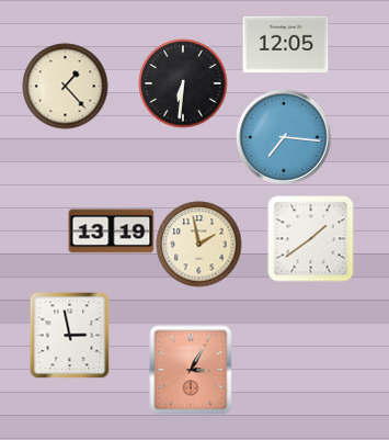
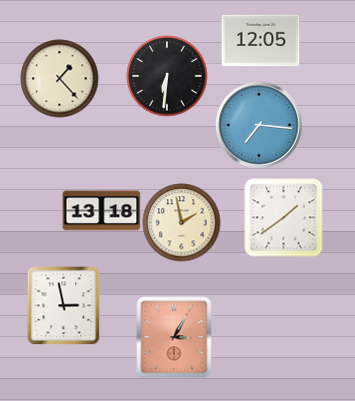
clock at (111, 232): 13:19 -> 13:18
